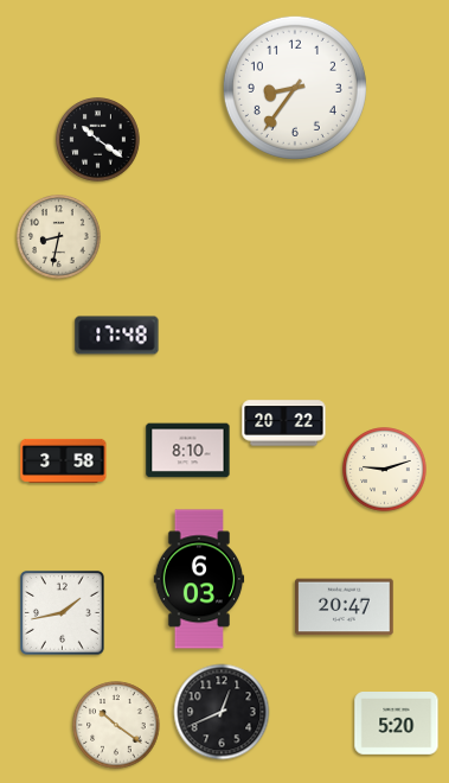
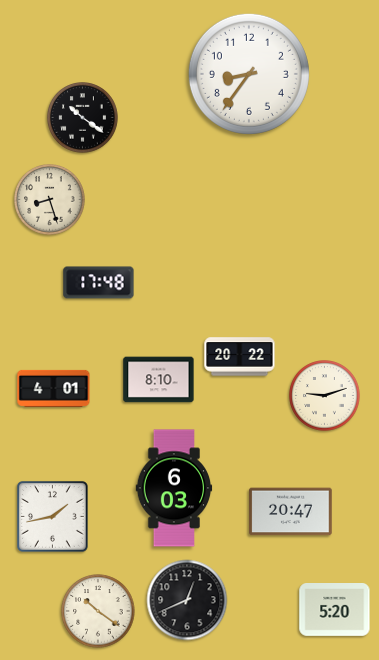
clock at (59, 237): 8:32 -> 8:27
clock at (64, 460): 3:58 -> 4:01
clock at (199, 579) position: (199, 579) -> (174, 488)
